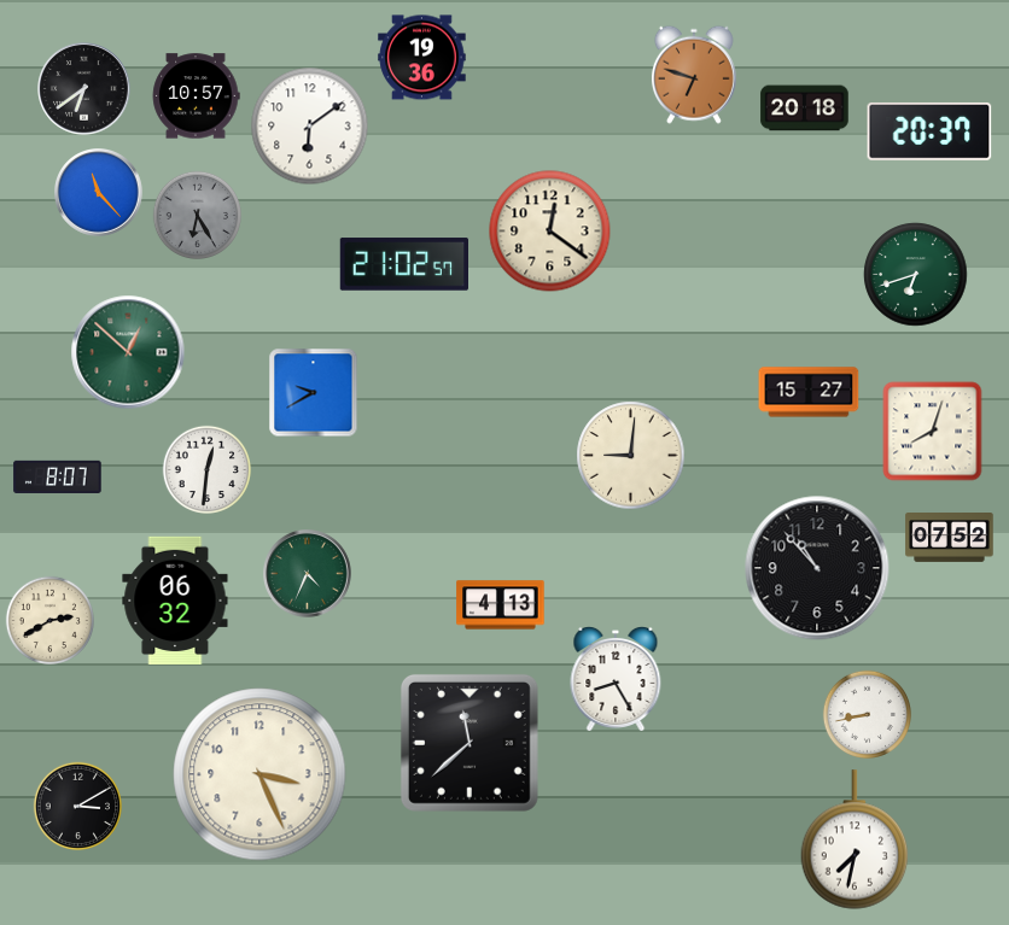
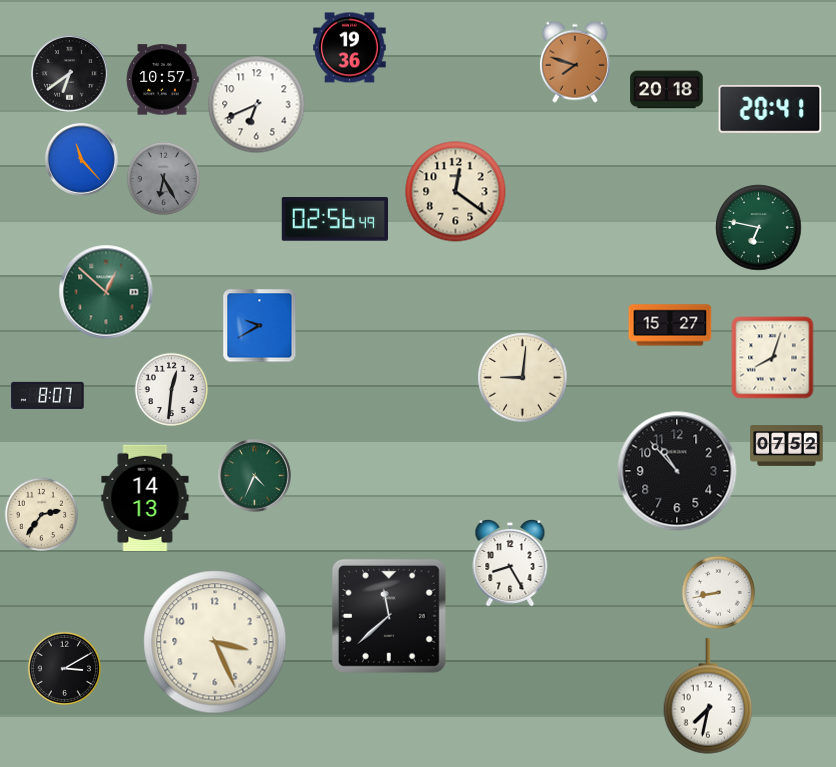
clock at (694, 75): 6:48 -> 7:48
clock at (310, 127): 6:09 -> 6:41
clock at (929, 131): 20:37 -> 20:41
clock at (403, 264): 21:02 -> 02:56
clock at (916, 275): 6:42 -> 6:47
clock at (175, 601): 06:32 -> 14:13
clock at (501, 605): 4:13 -> none
clock at (49, 620): 2:40 -> 2:36
